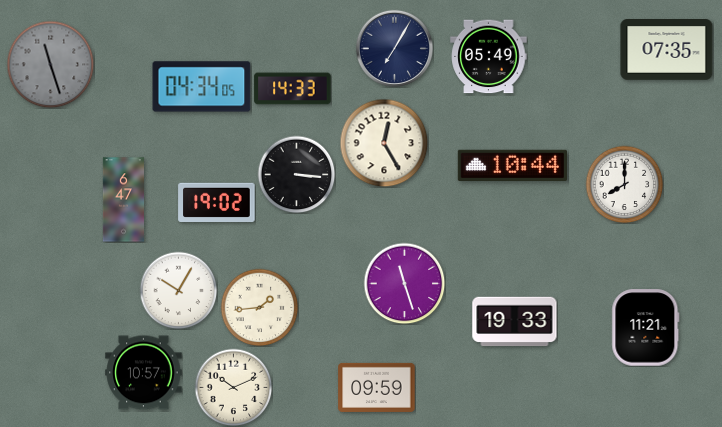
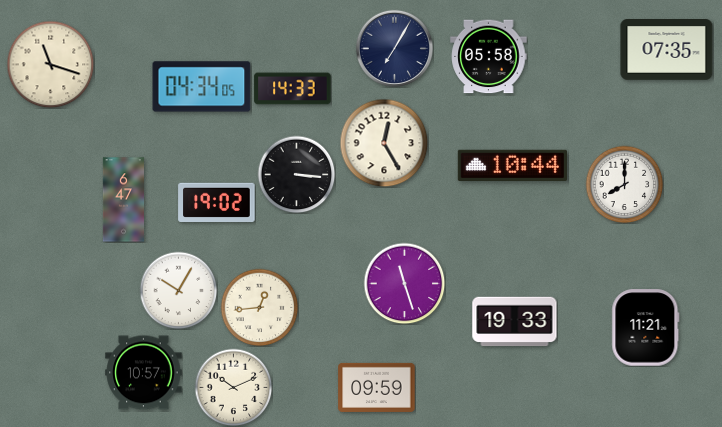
clock at (489, 57): 05:49 -> 05:58
clock at (50, 64): 11:27 -> 11:18
clock at (50, 64) dial: grey -> cream
clock at (259, 307): 1:44 -> 12:44
